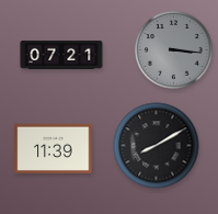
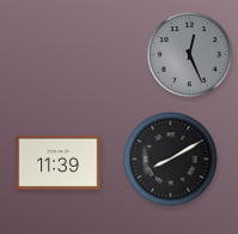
clock at (173, 49): 3:16 -> 12:26
clock at (61, 55): 07:21 -> none
